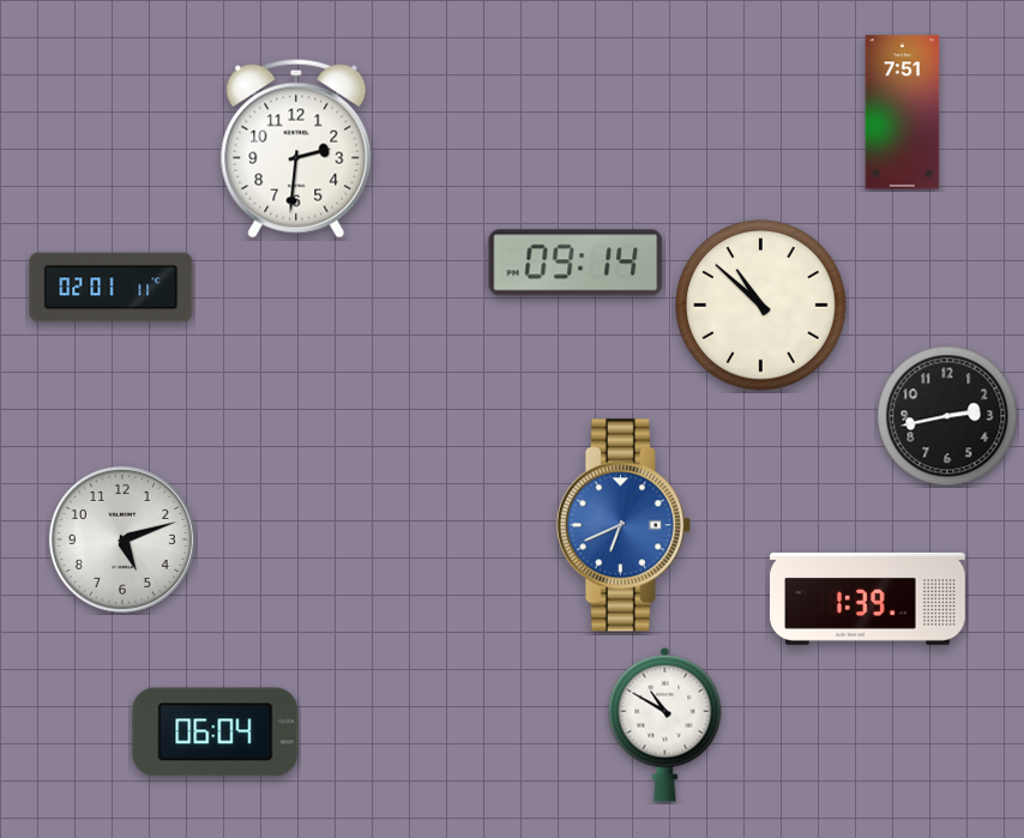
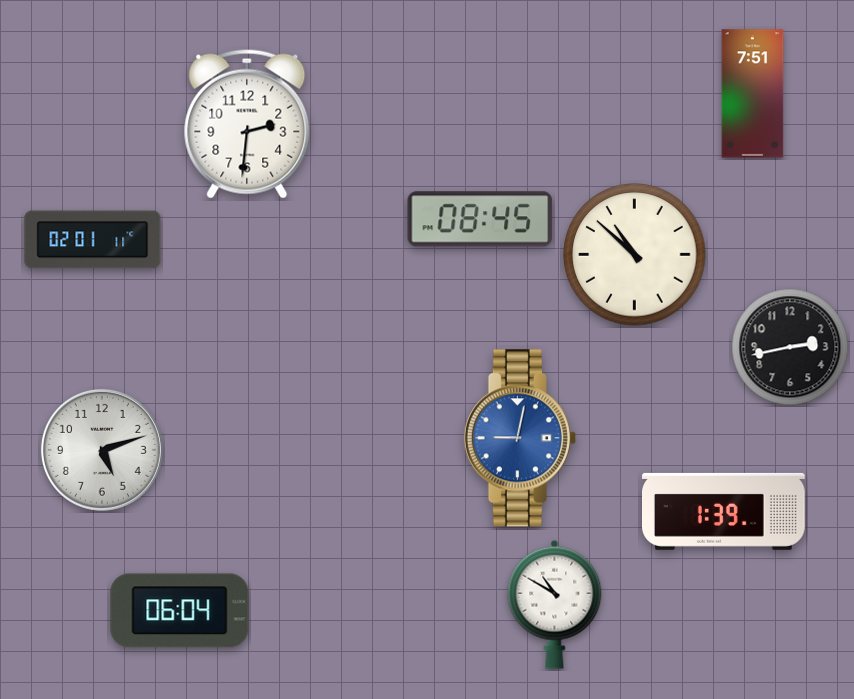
clock at (576, 263): 09:14 -> 08:45
clock at (624, 525): 6:41 -> 9:02
clock at (868, 598) position: (868, 598) -> (724, 511)
